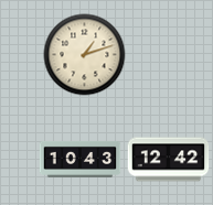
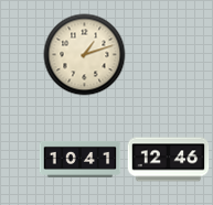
clock at (81, 159): 10:43 -> 10:41
clock at (169, 160): 12:42 -> 12:46
